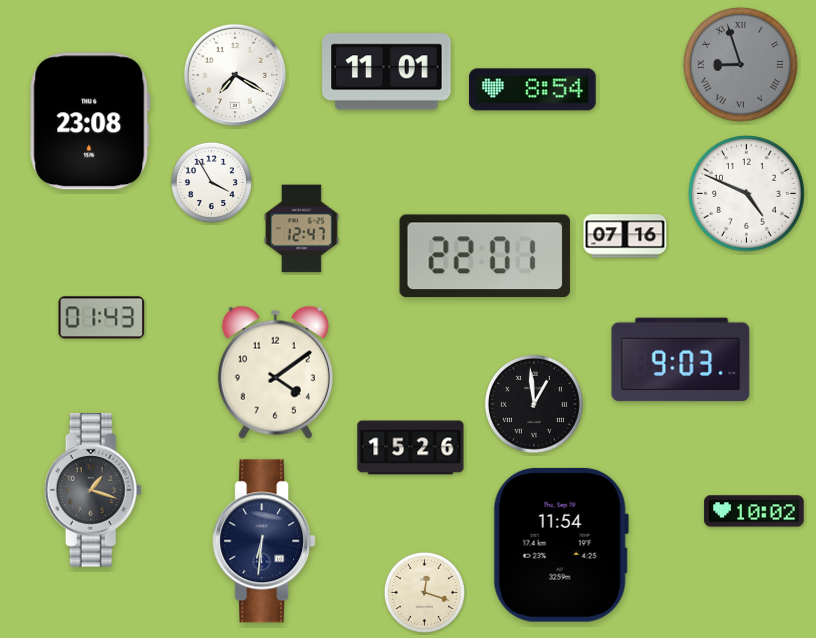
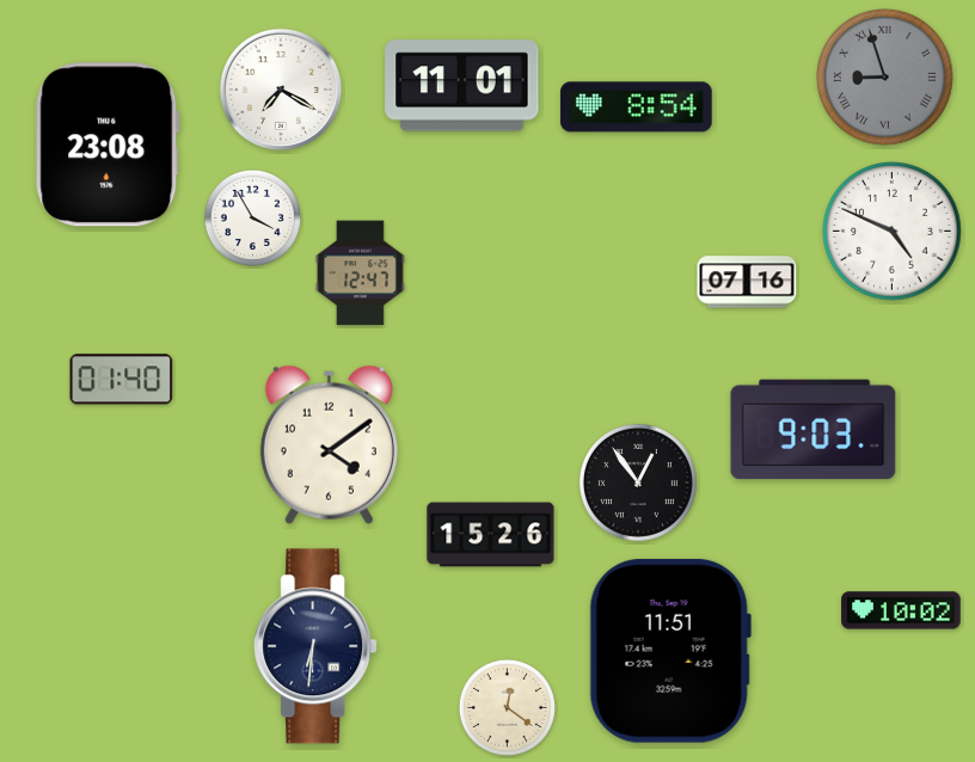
clock at (485, 256): 22:01 -> none
clock at (102, 318): 01:43 -> 01:40
clock at (534, 404): 12:59 -> 12:54
clock at (93, 490): 1:18 -> none
clock at (561, 545): 11:54 -> 11:51
clock at (424, 592): 12:18 -> 12:21
